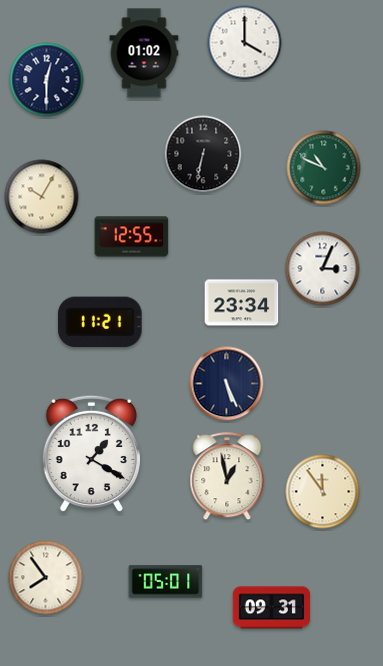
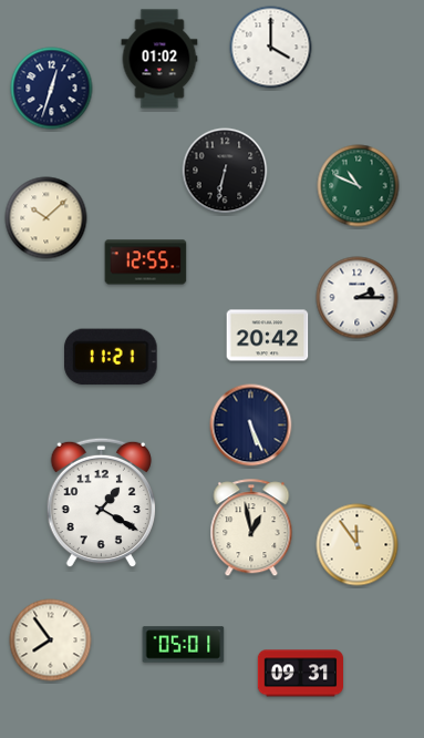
clock at (47, 80): 12:30 -> 12:33
clock at (42, 197): 10:05 -> 10:08
clock at (323, 269): 3:04 -> 2:15
clock at (242, 303): 23:34 -> 20:42
